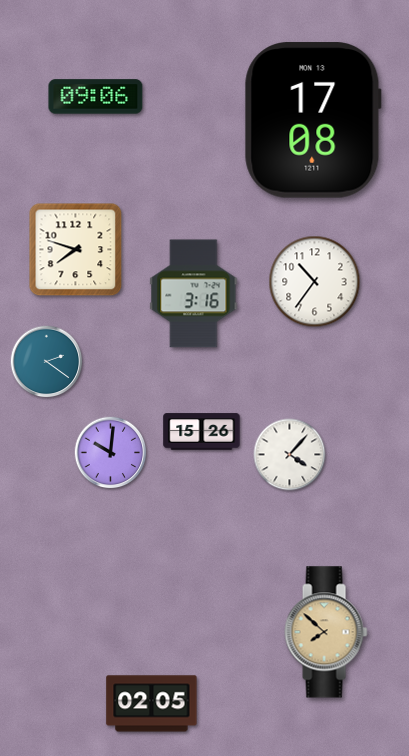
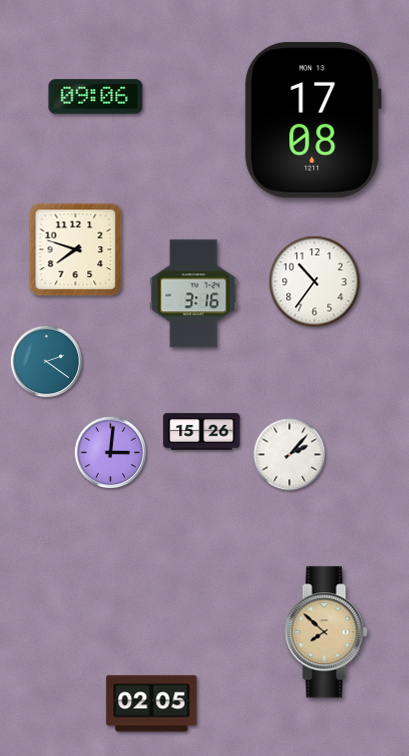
clock at (111, 453): 10:01 -> 3:01
clock at (290, 455): 4:07 -> 2:07
